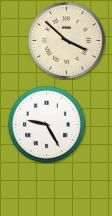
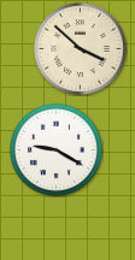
clock at (46, 124): 9:25 -> 9:20
